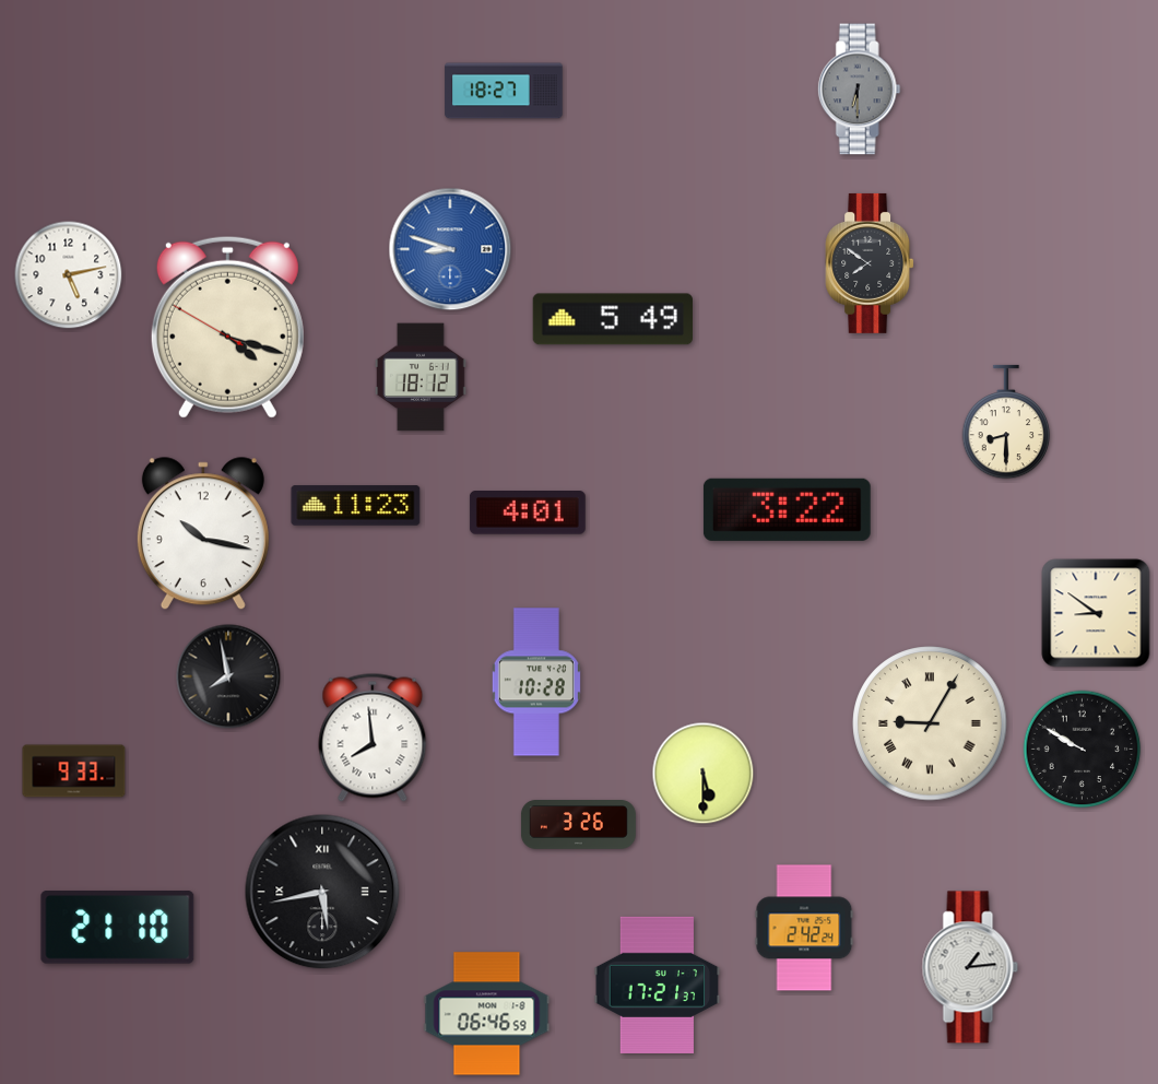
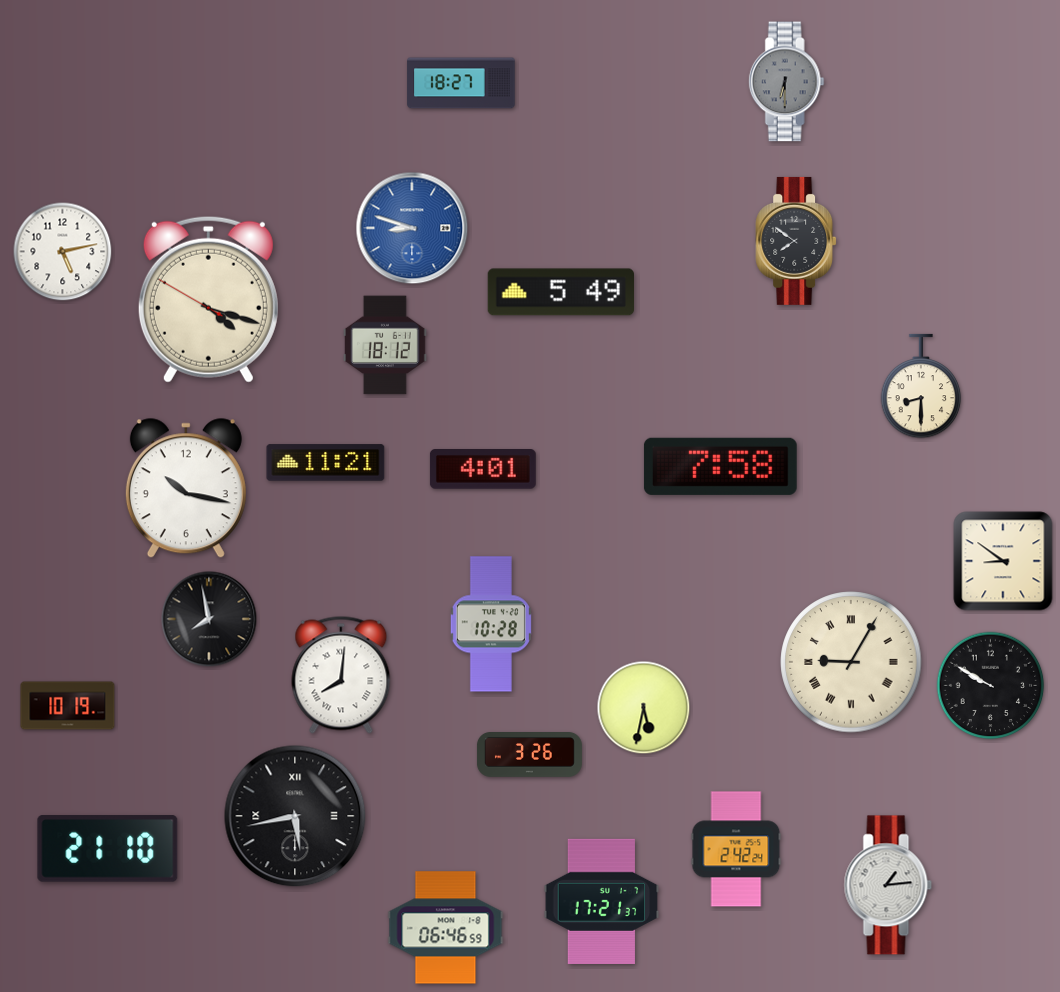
clock at (356, 506): 11:23 -> 11:21
clock at (787, 509): 3:22 -> 7:58
clock at (373, 738): 7:59 -> 8:01
clock at (74, 771): 9:33 -> 10:19
clock at (704, 774): 5:30 -> 5:32
